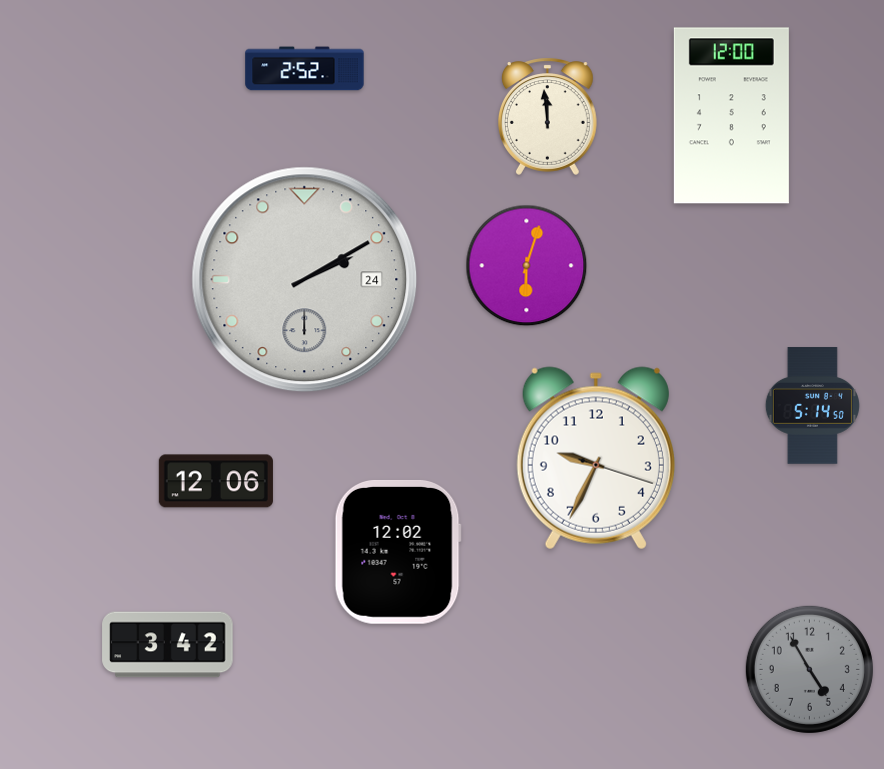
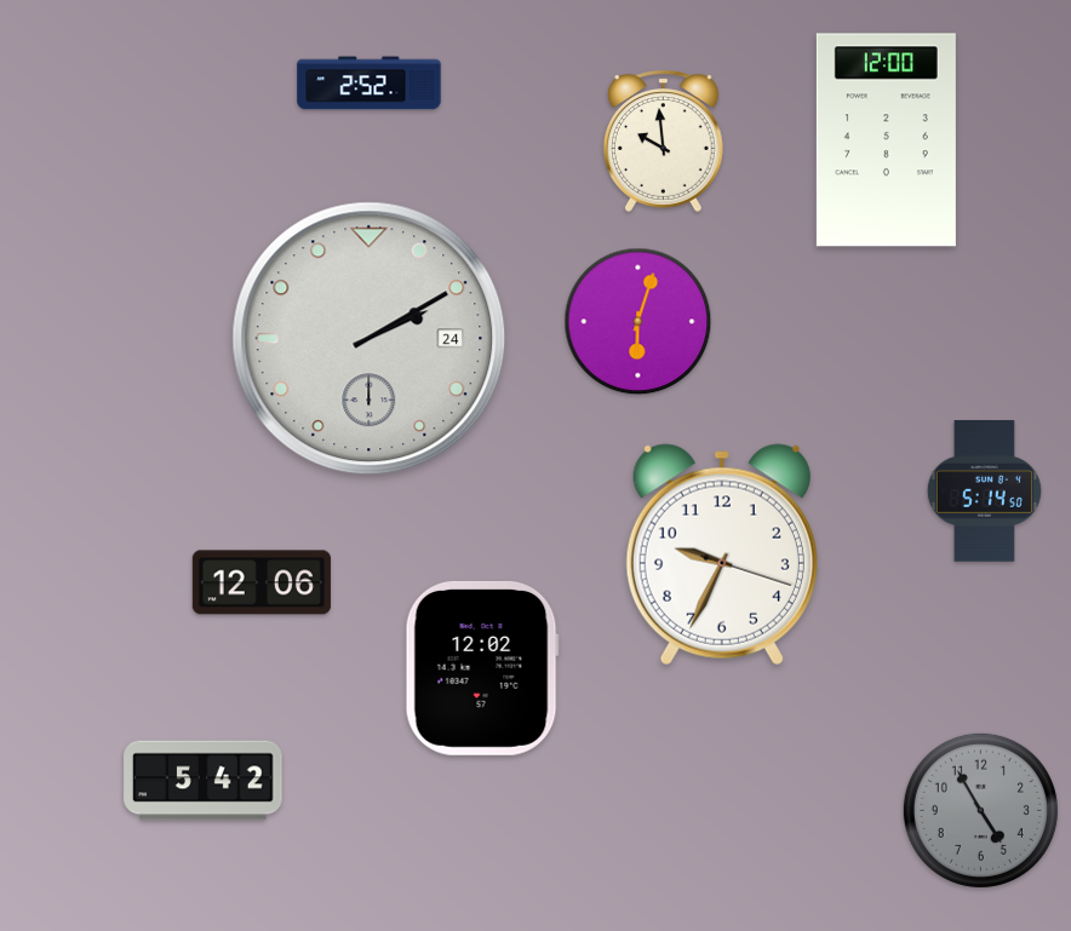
clock at (547, 116): 11:59 -> 9:59
clock at (168, 645): 3:42 -> 5:42
